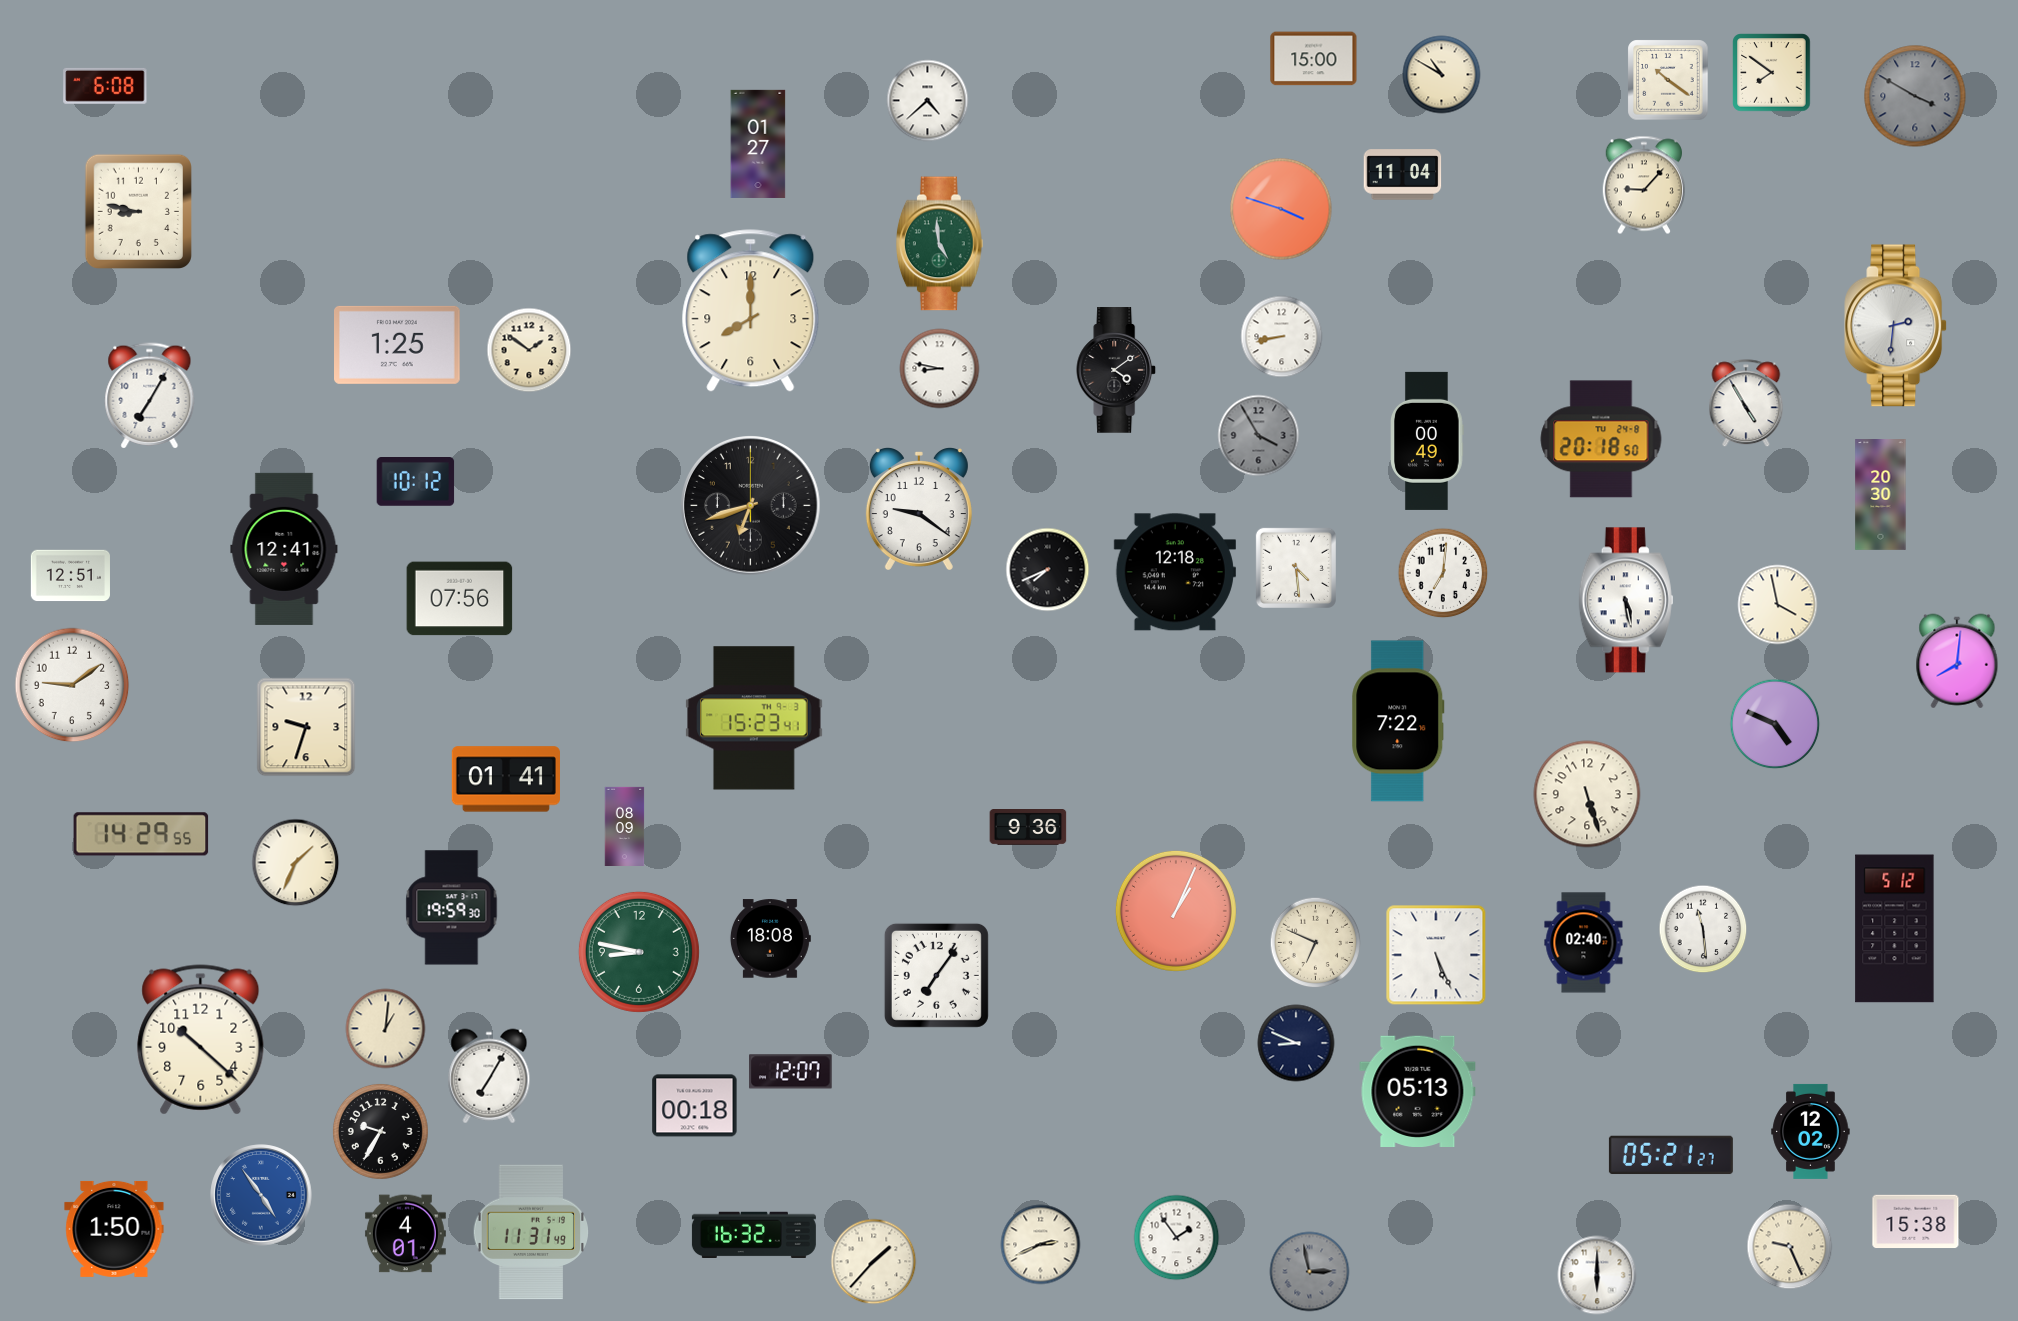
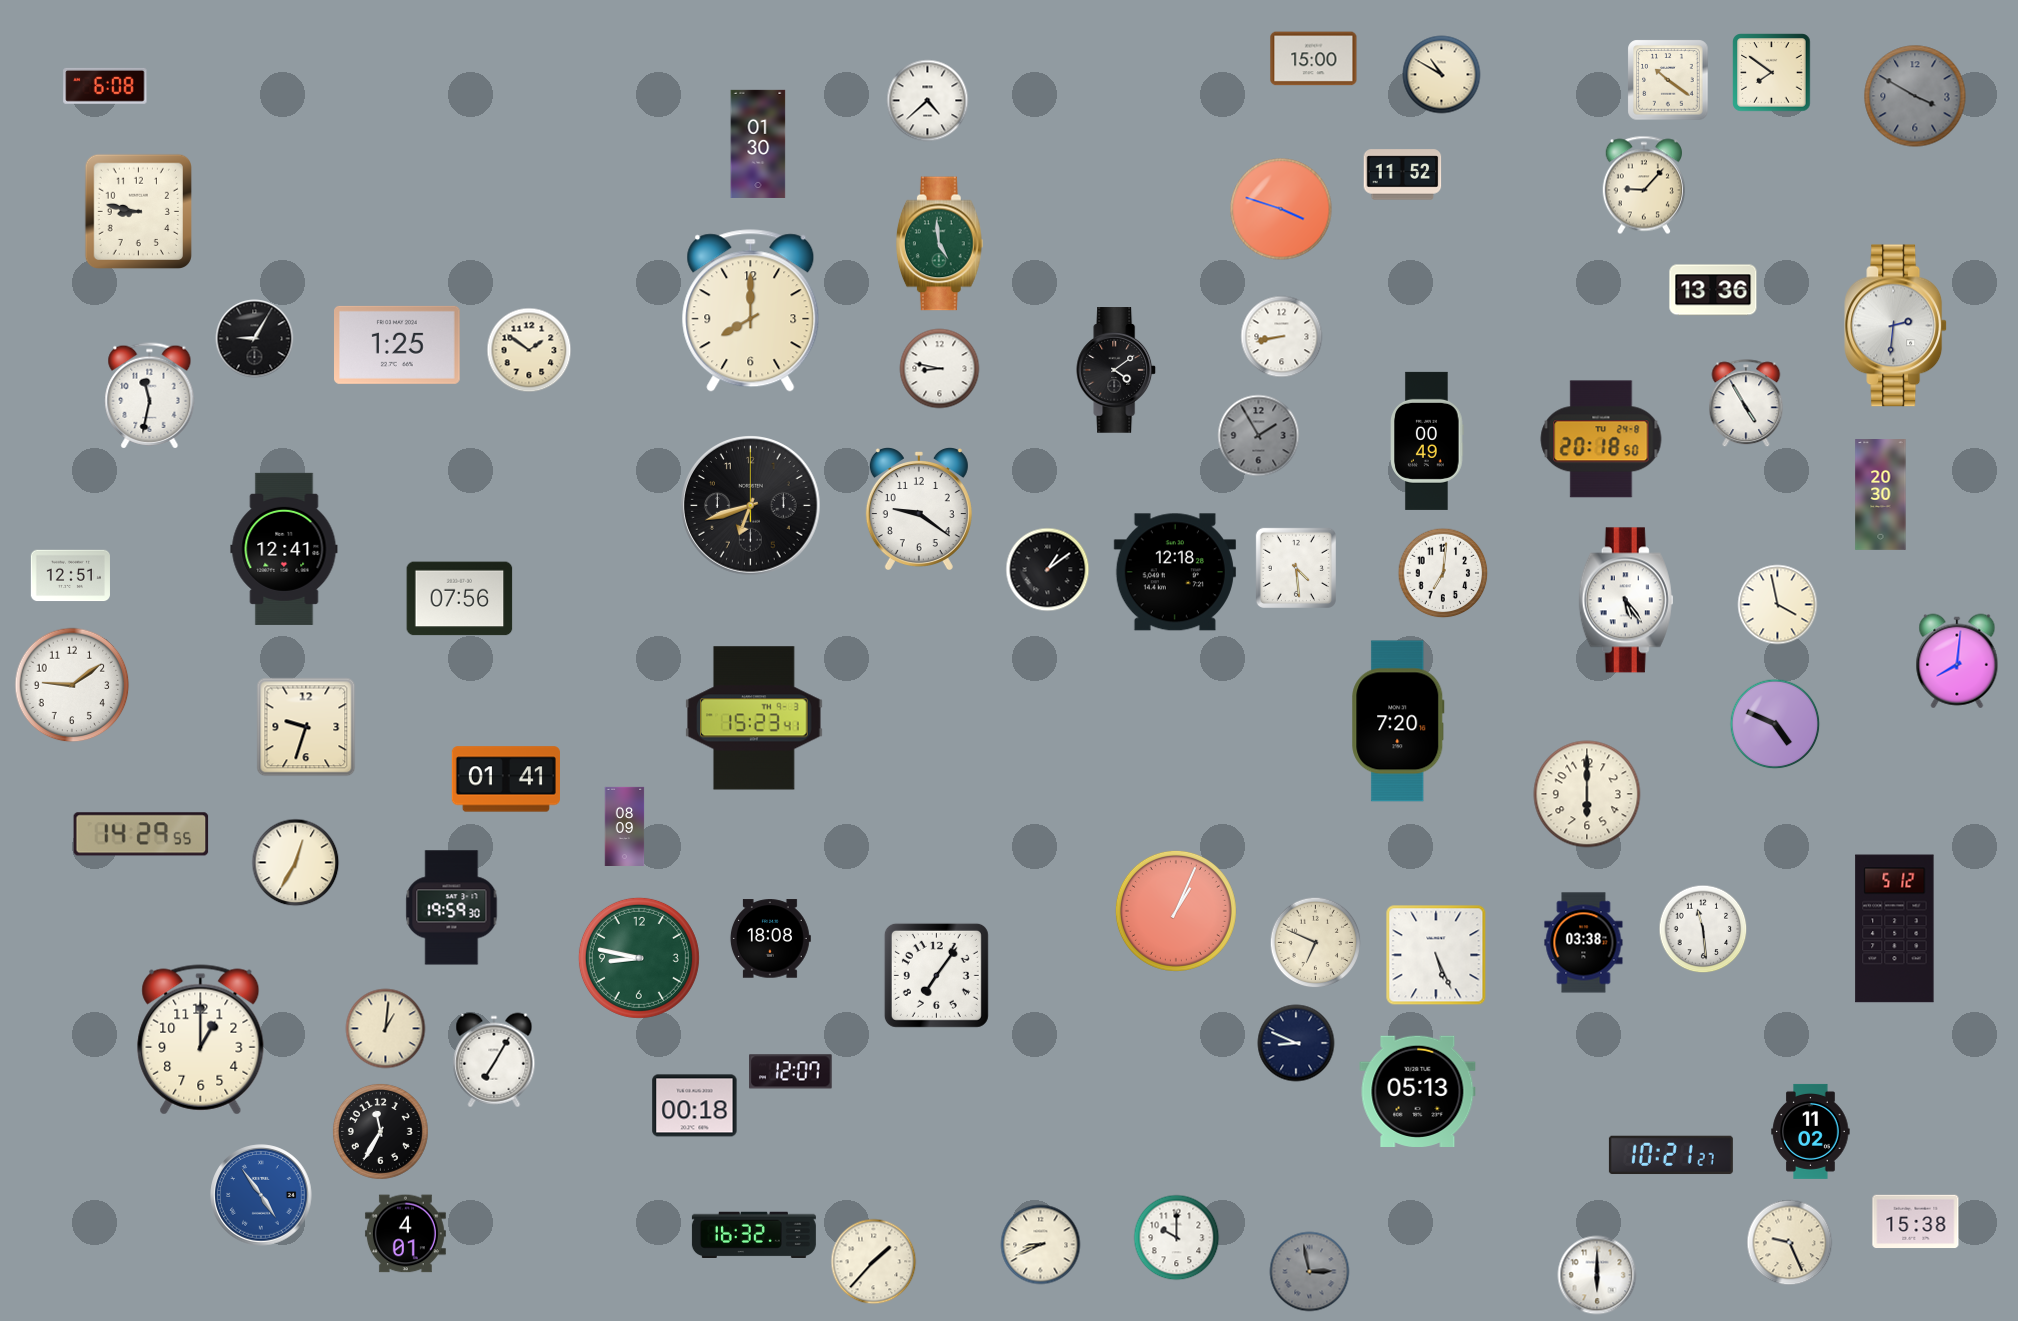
clock at (758, 144): 01:27 -> 01:30
clock at (1403, 175): 11:04 -> 11:52
clock at (1713, 290): none -> 13:36
clock at (255, 339): none -> 9:05
clock at (150, 396): 7:05 -> 11:32
clock at (1259, 436): 3:55 -> 1:55
clock at (416, 482): 10:12 -> none
clock at (1048, 570): 7:41 -> 1:09
clock at (1626, 600): 5:28 -> 5:24
clock at (1398, 721): 7:22 -> 7:20
clock at (1587, 794): 5:27 -> 6:00
clock at (1028, 828): 9:36 -> none
clock at (296, 863): 1:34 -> 12:35
clock at (1584, 943): 02:40 -> 03:38
clock at (639, 952) position: (639, 952) -> (639, 958)
clock at (201, 1040): 10:22 -> 1:00
clock at (489, 1076) position: (489, 1076) -> (494, 1060)
clock at (380, 1131): 9:35 -> 11:35
clock at (1811, 1131): 12:02 -> 11:02
clock at (1671, 1155): 05:21 -> 10:21
clock at (114, 1229): 1:50 -> none
clock at (531, 1232): 11:31 -> none
clock at (1177, 1238): 1:54 -> 10:00
clock at (1041, 1245): 2:41 -> 8:41
clock at (1790, 1247) position: (1790, 1247) -> (1790, 1243)
